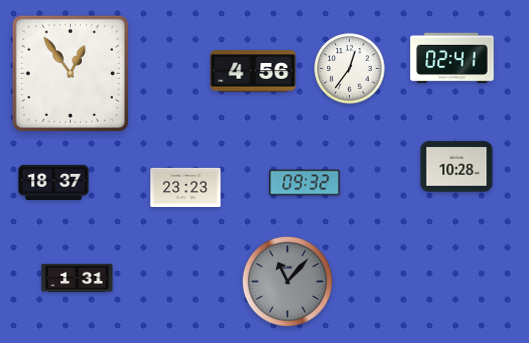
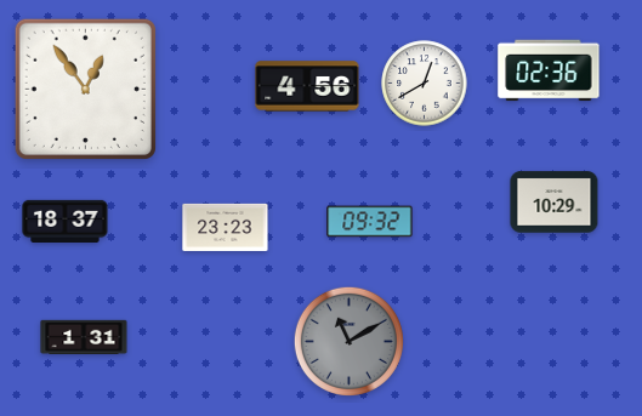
clock at (452, 58): 02:41 -> 02:36
clock at (350, 69): 12:36 -> 12:40
clock at (457, 167): 10:28 -> 10:29
clock at (77, 278) position: (77, 278) -> (84, 337)
clock at (287, 281): 11:07 -> 11:10
